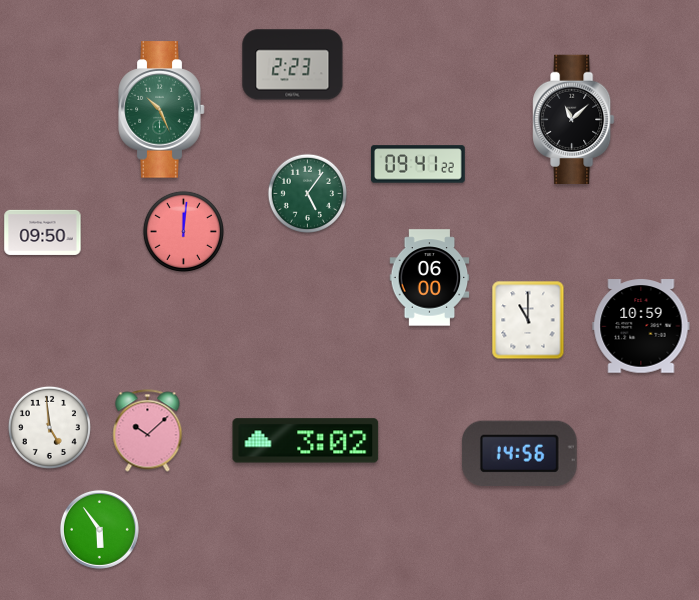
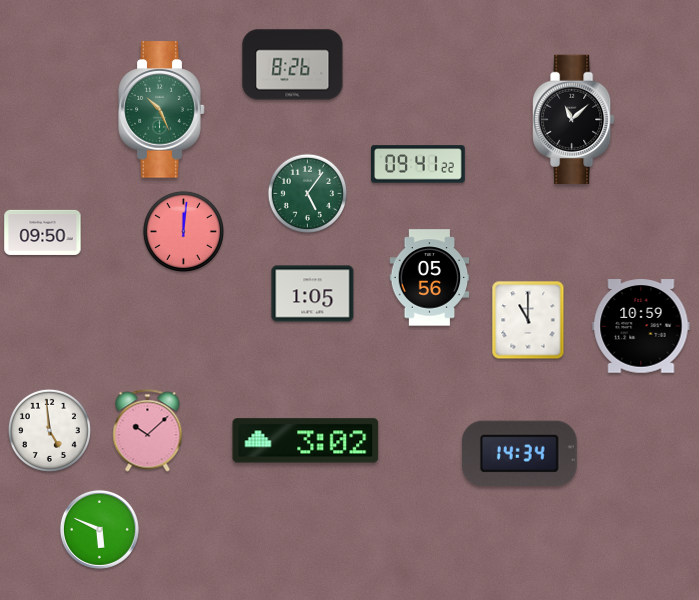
clock at (293, 65): 2:23 -> 8:26
clock at (430, 278): 06:00 -> 05:56
clock at (313, 294): none -> 1:05
clock at (49, 427) position: (49, 427) -> (49, 430)
clock at (519, 453): 14:56 -> 14:34
clock at (99, 529): 5:54 -> 5:49
